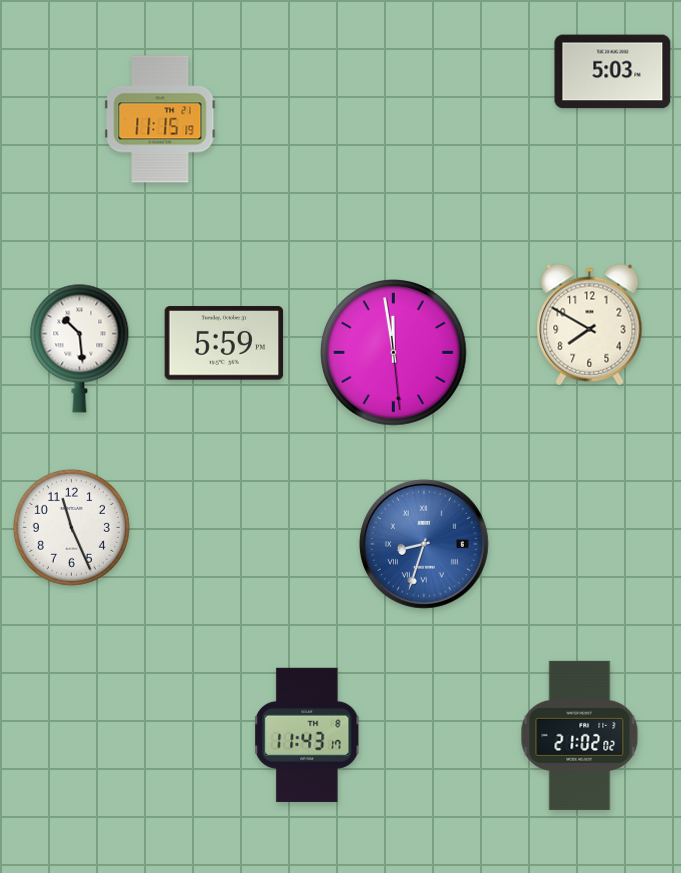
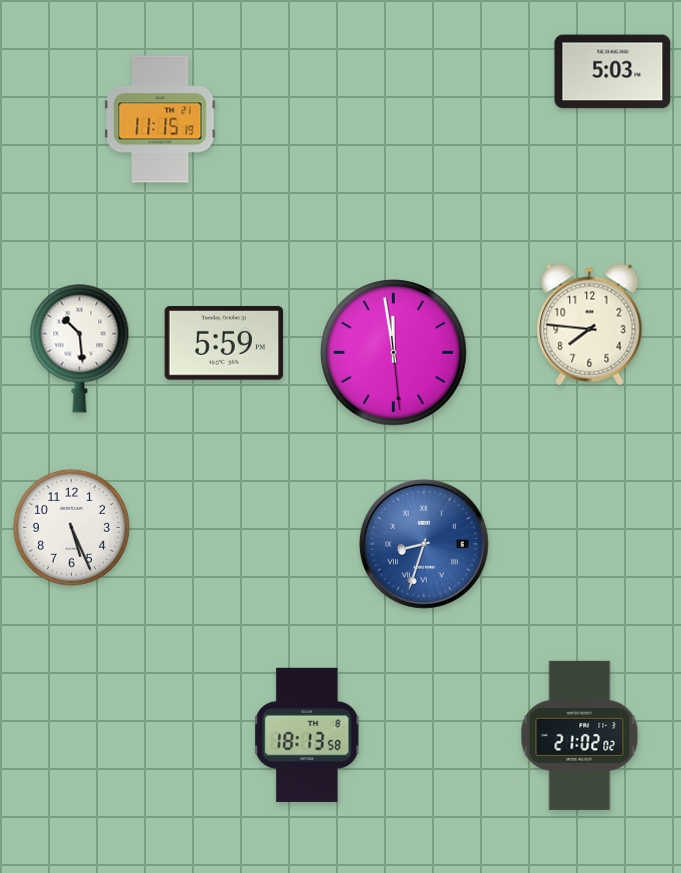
clock at (590, 325): 7:50 -> 7:46
clock at (71, 527): 11:26 -> 5:26
clock at (307, 735): 11:43 -> 18:13
